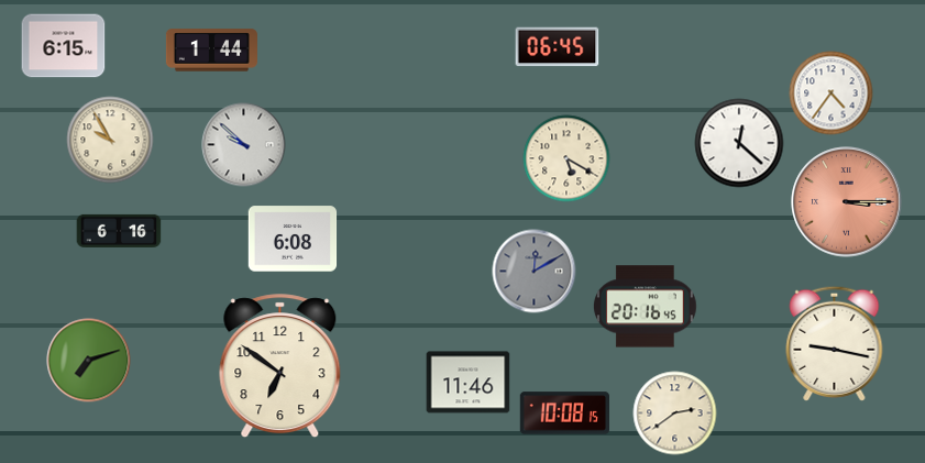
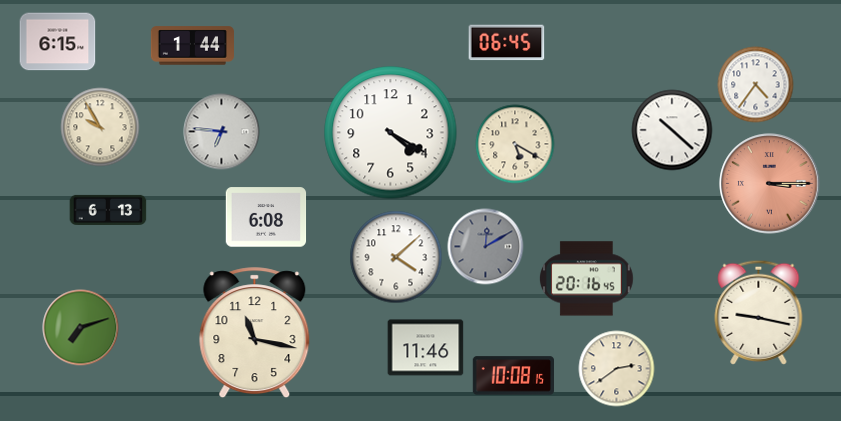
clock at (739, 143): 12:22 -> 10:22
clock at (244, 145): 9:52 -> 6:46
clock at (391, 133): none -> 4:20
clock at (119, 231): 6:16 -> 6:13
clock at (396, 257): none -> 4:08
clock at (280, 366): 6:51 -> 11:17
clock at (675, 414) position: (675, 414) -> (617, 369)
